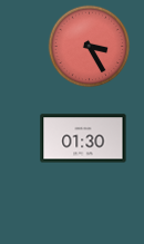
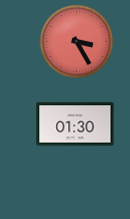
clock at (90, 47) position: (90, 47) -> (77, 42)
